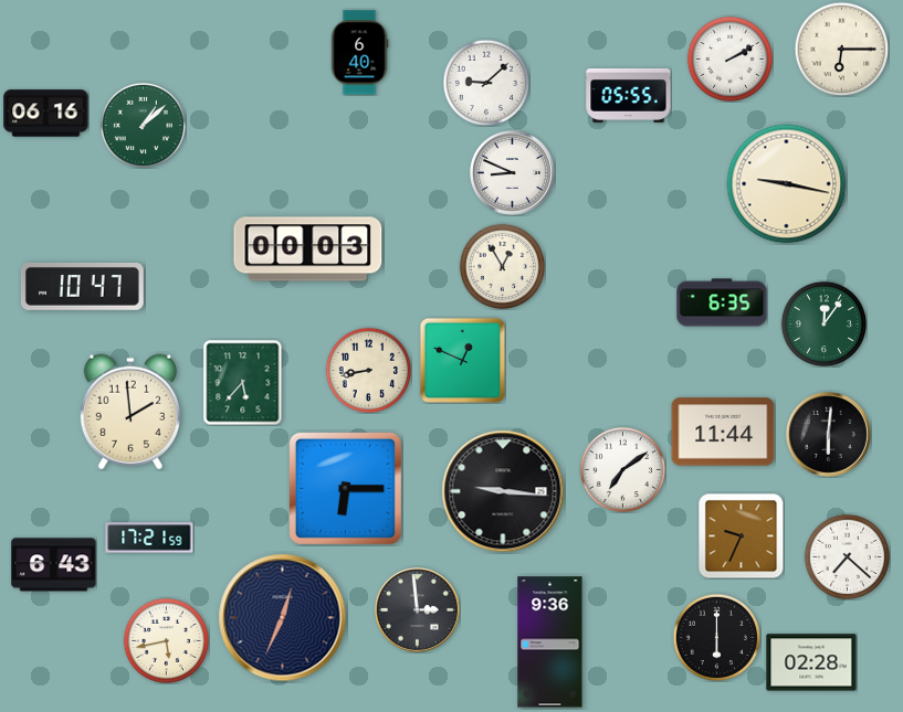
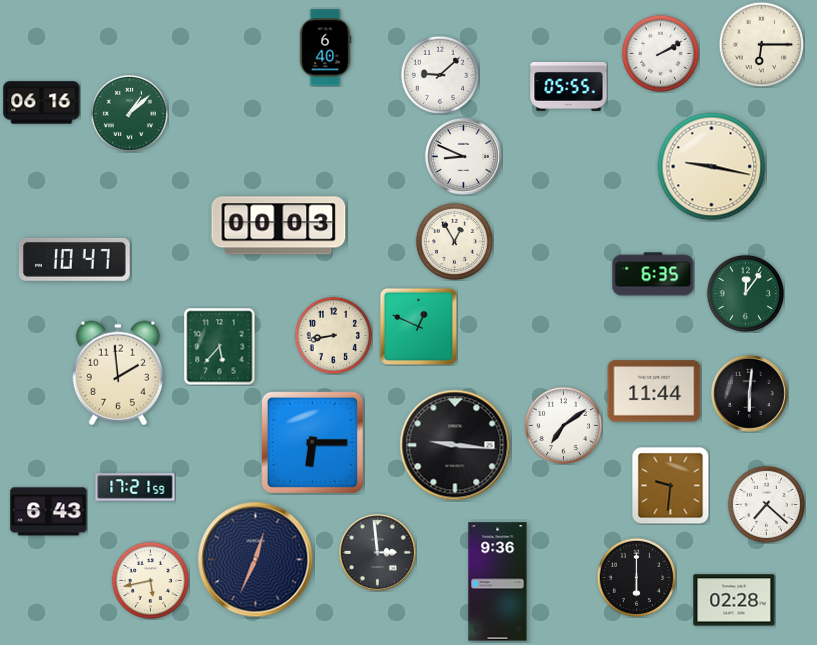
clock at (741, 535): 9:34 -> 9:31
clock at (716, 637) position: (716, 637) -> (636, 577)
